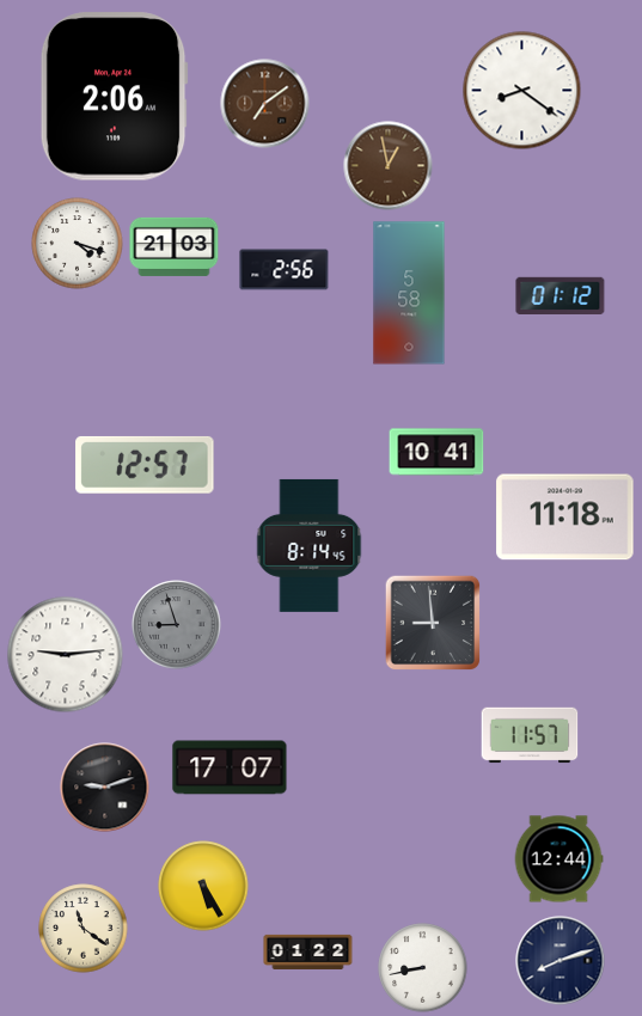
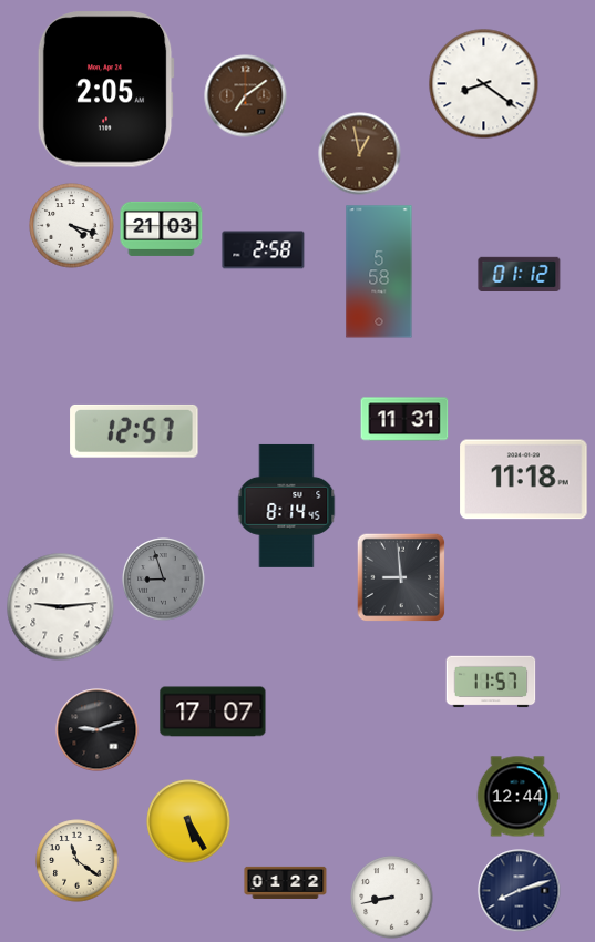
clock at (114, 97): 2:06 -> 2:05
clock at (285, 270): 2:56 -> 2:58
clock at (436, 452): 10:41 -> 11:31
